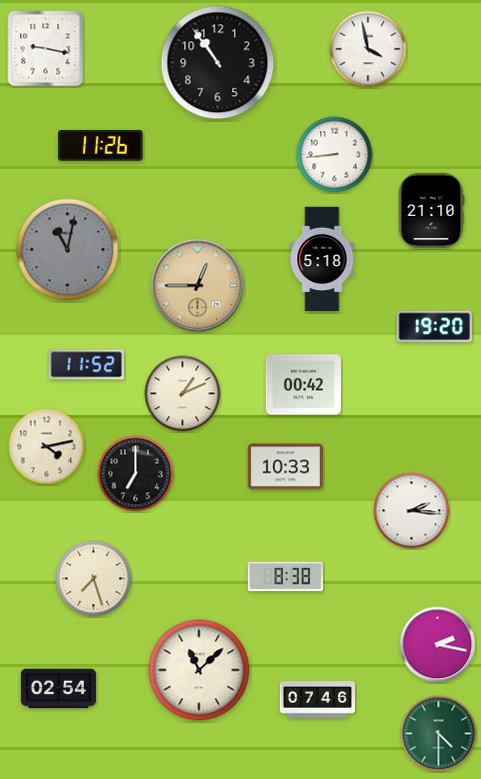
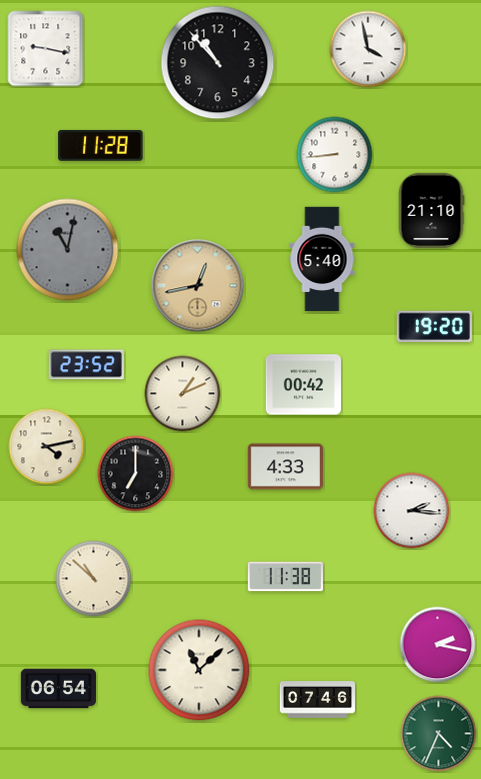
clock at (218, 63): 10:54 -> 10:53
clock at (101, 146): 11:26 -> 11:28
clock at (322, 259): 5:18 -> 5:40
clock at (198, 286): 12:45 -> 12:43
clock at (86, 365): 11:52 -> 23:52
clock at (285, 467): 10:33 -> 4:33
clock at (285, 577): 8:38 -> 11:38
clock at (94, 579): 7:27 -> 10:52
clock at (58, 689): 02:54 -> 06:54
clock at (439, 734): 4:30 -> 4:34
